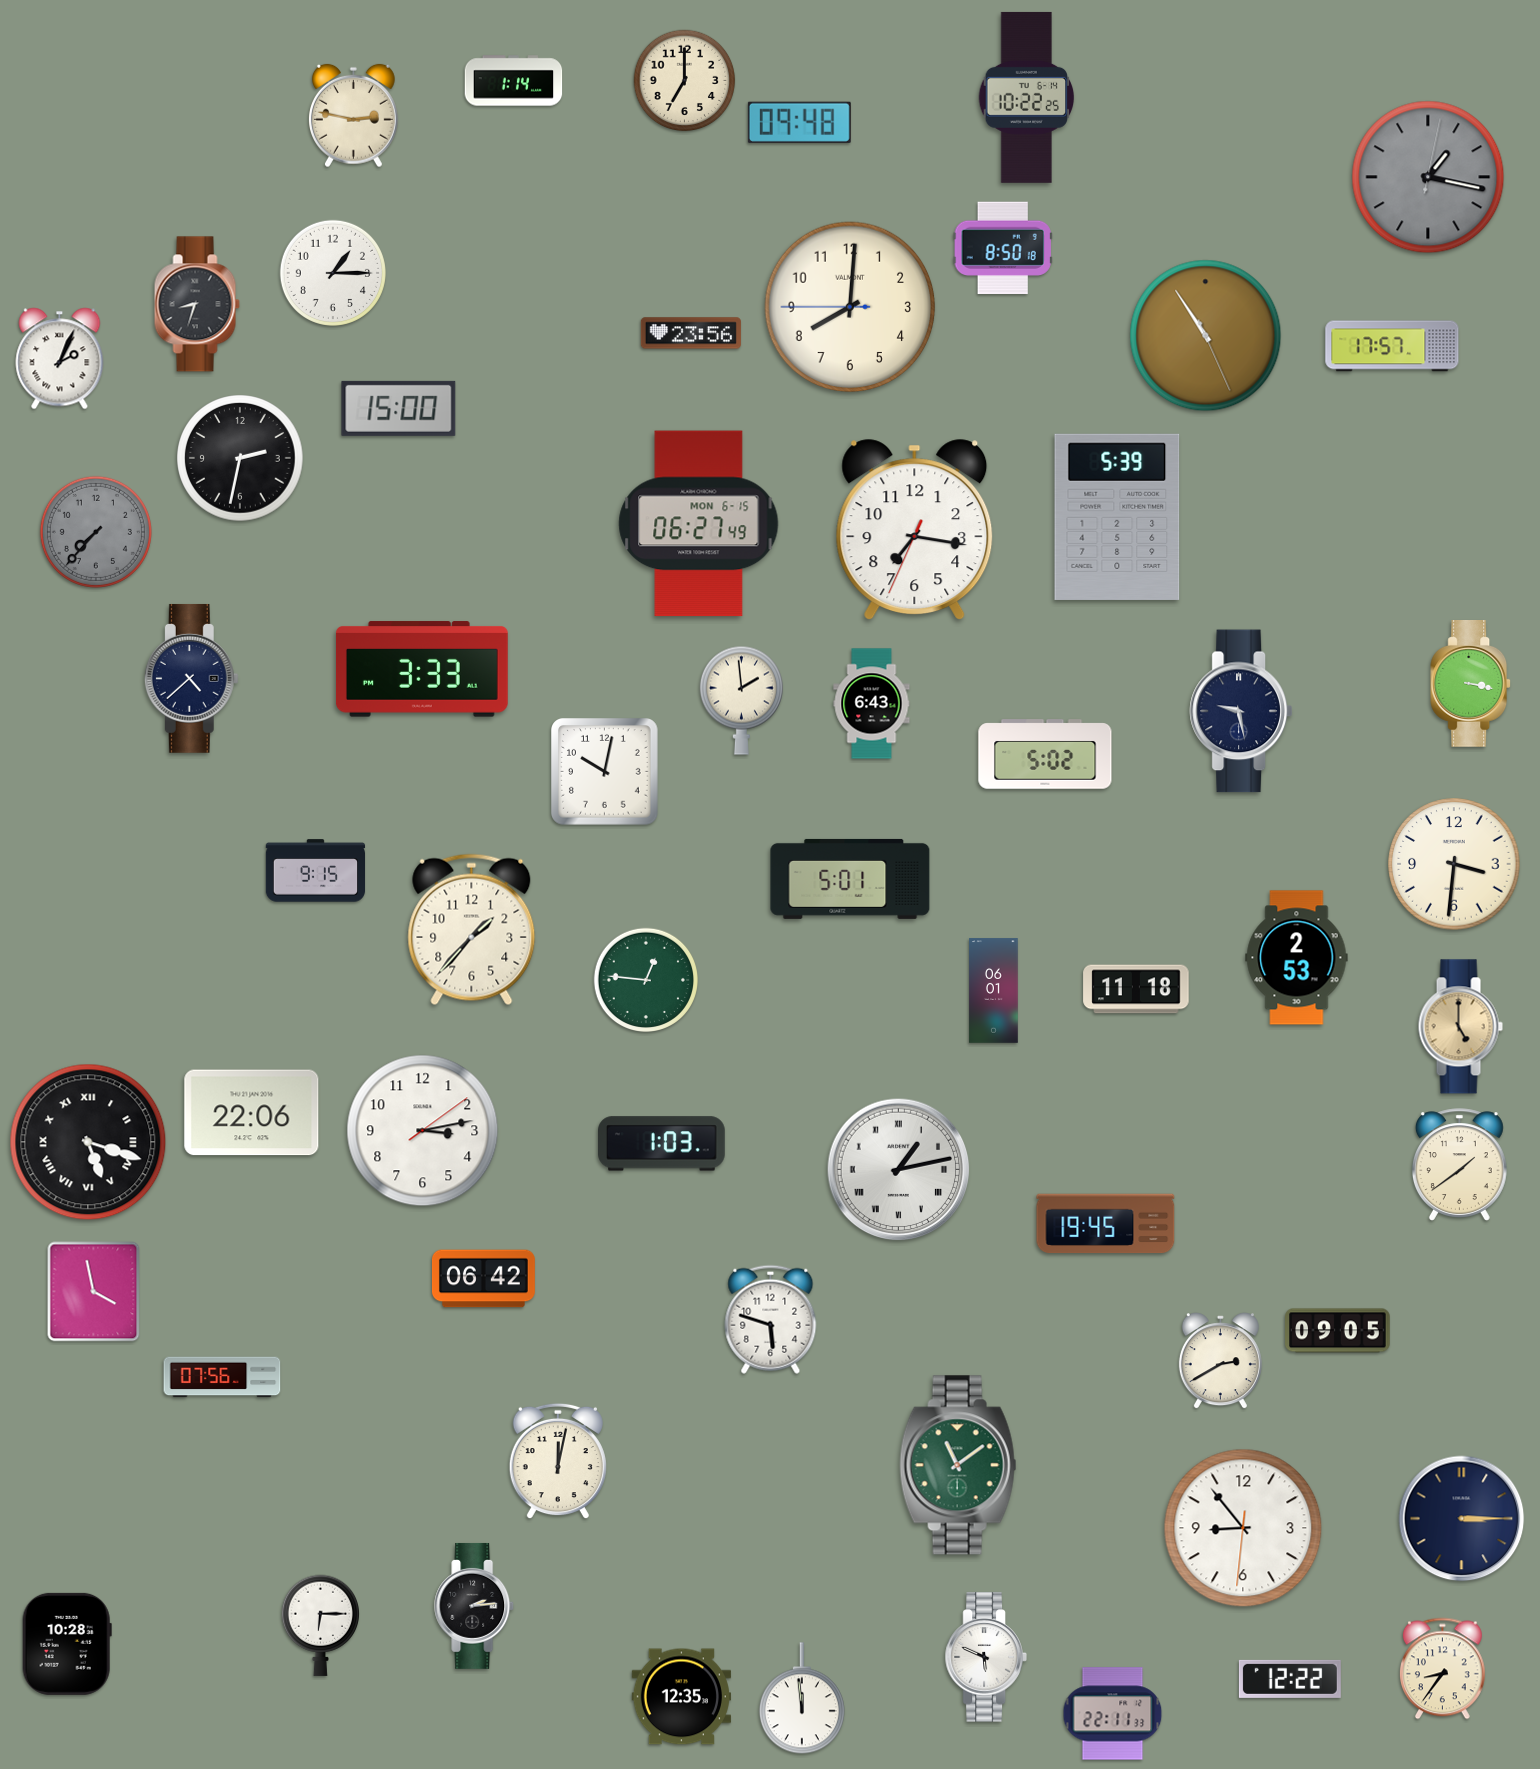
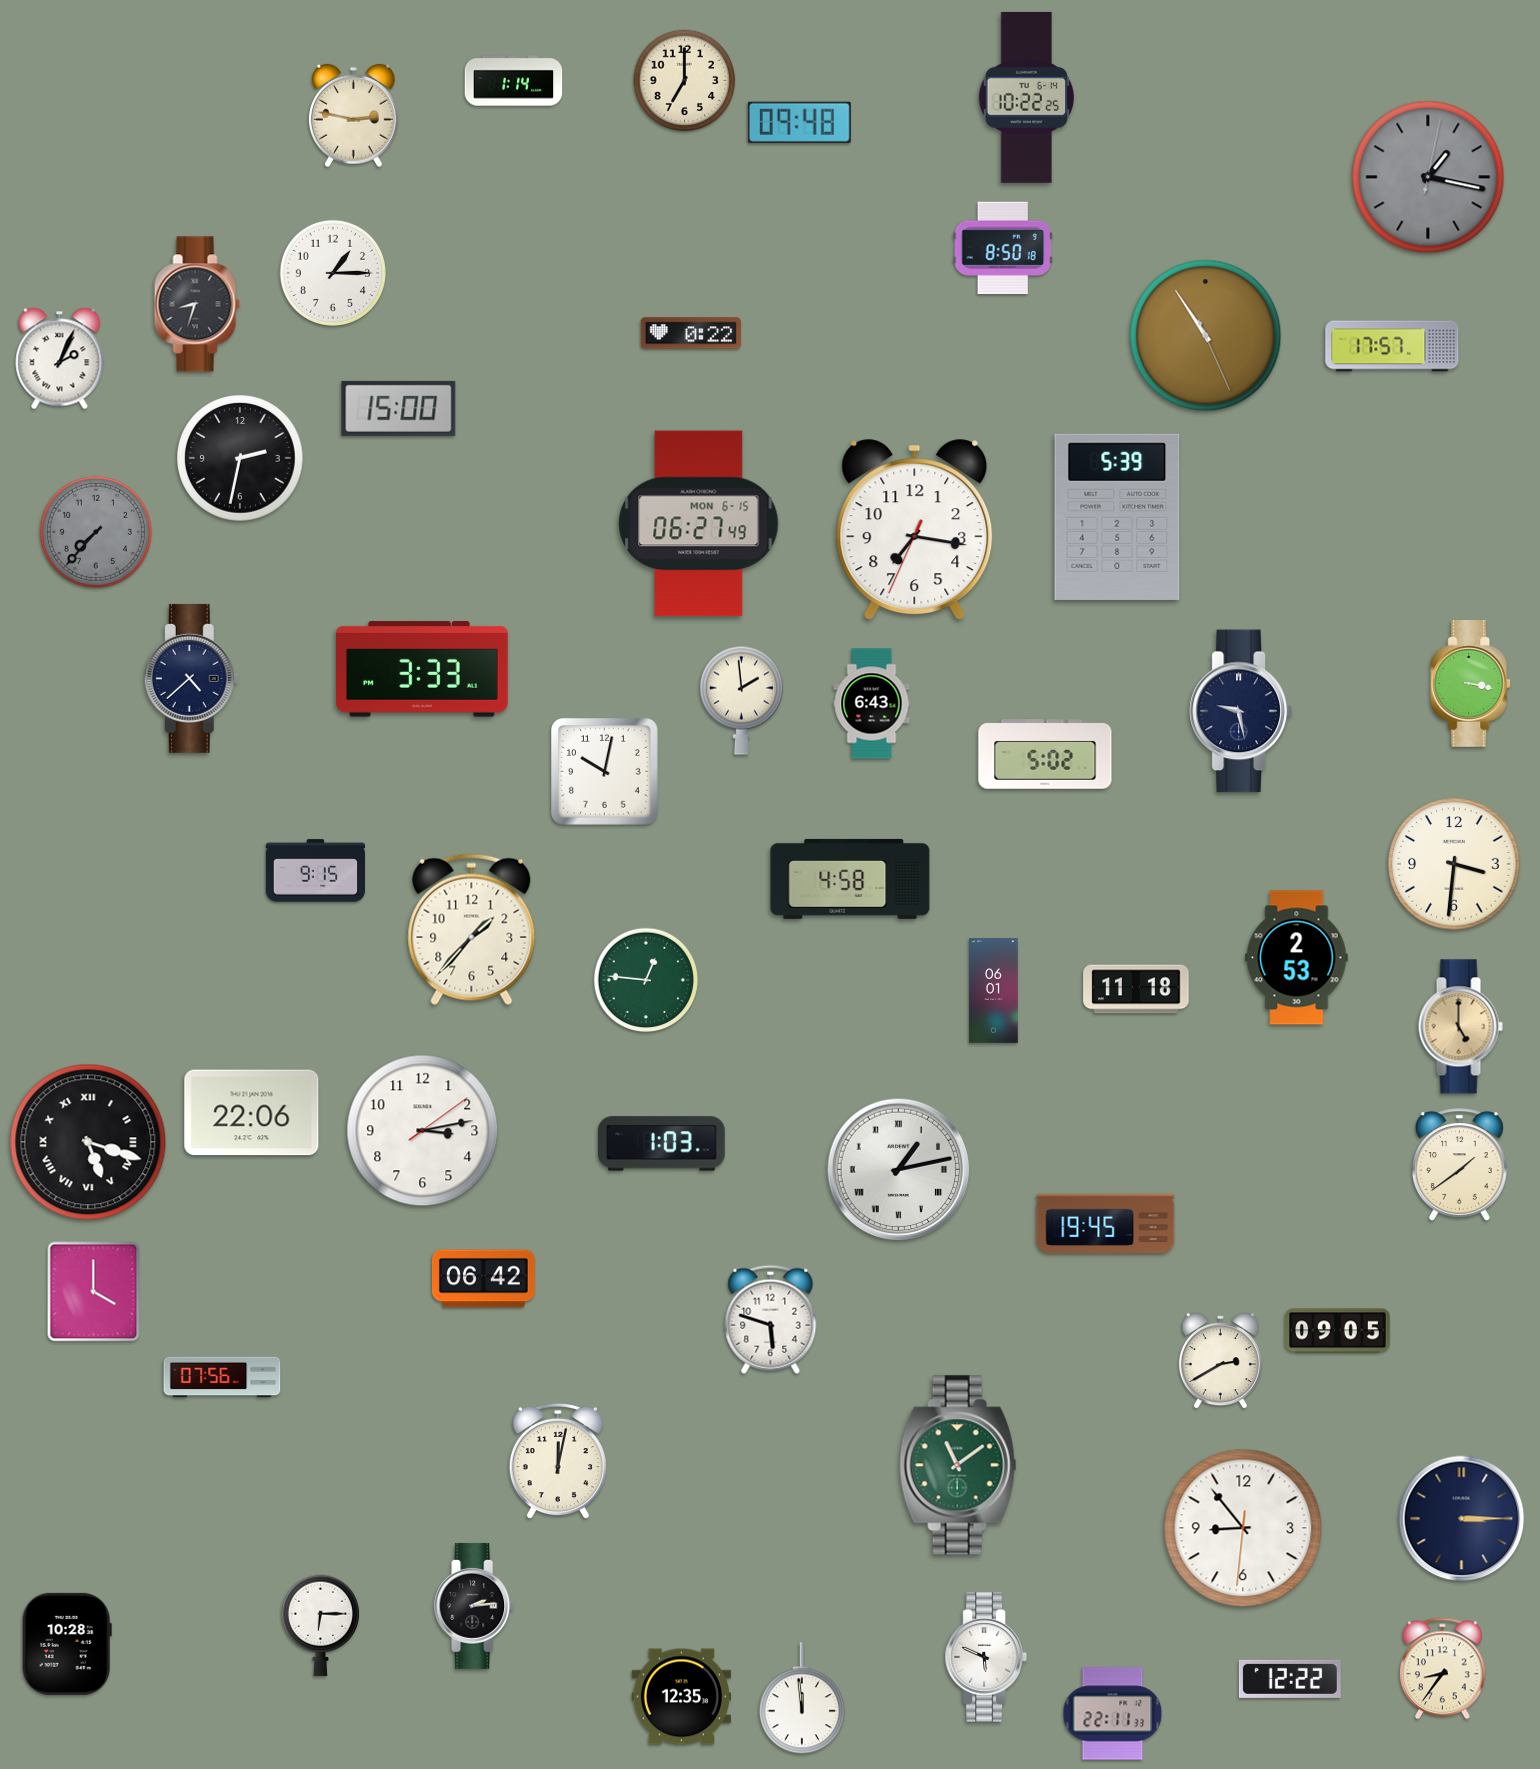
clock at (850, 307): 8:00 -> none
clock at (691, 333): 23:56 -> 0:22
clock at (850, 879): 5:01 -> 4:58
clock at (94, 1292): 3:58 -> 4:00
